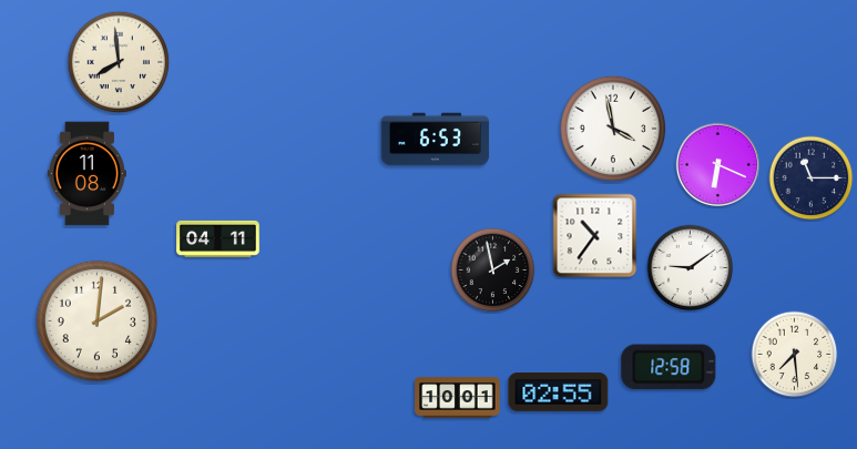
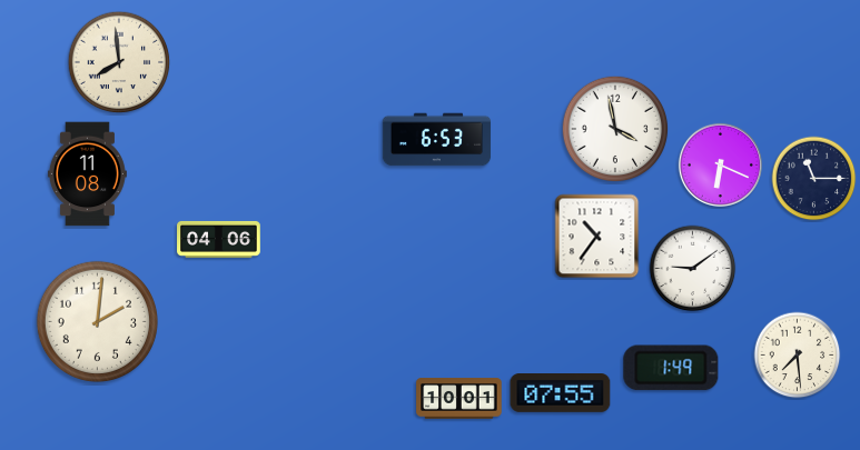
clock at (218, 238): 04:11 -> 04:06
clock at (493, 271): 1:58 -> none
clock at (669, 367): 12:58 -> 1:49
clock at (559, 392): 02:55 -> 07:55
